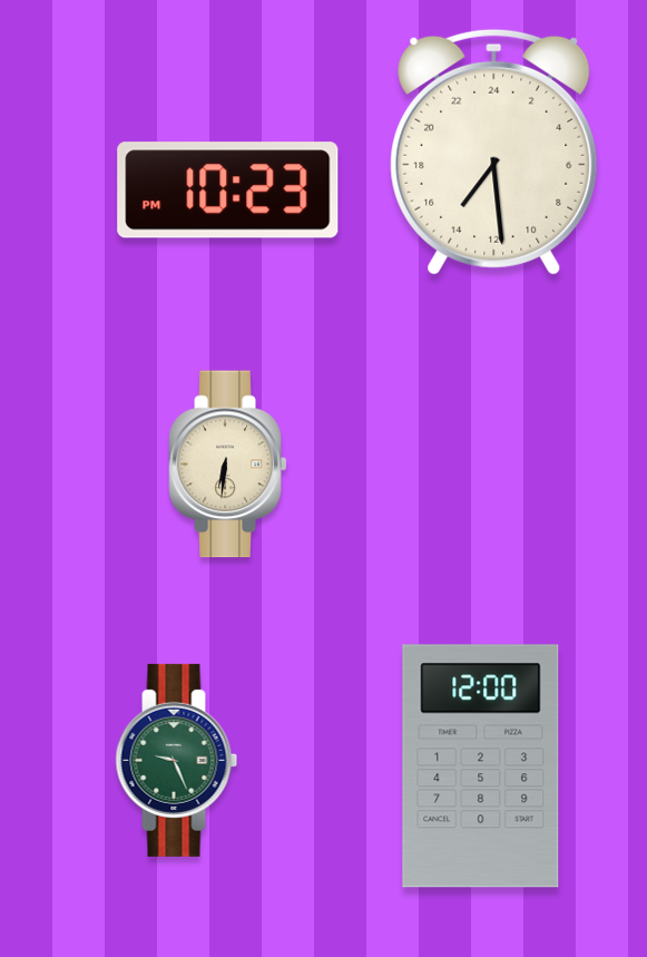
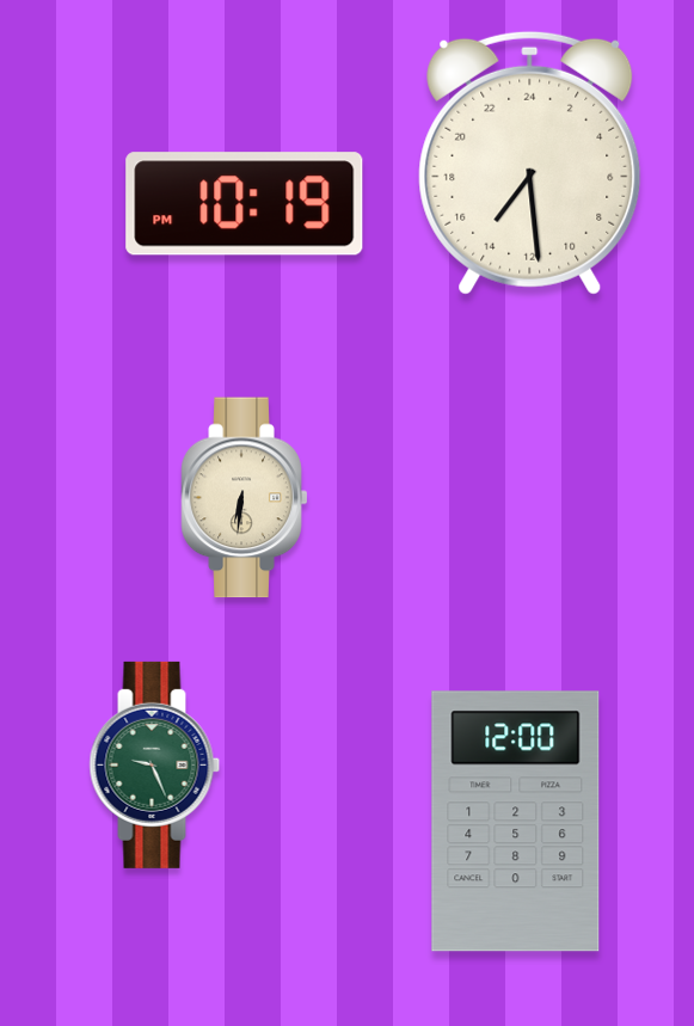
clock at (228, 191): 10:23 -> 10:19
clock at (177, 760) position: (177, 760) -> (155, 764)
